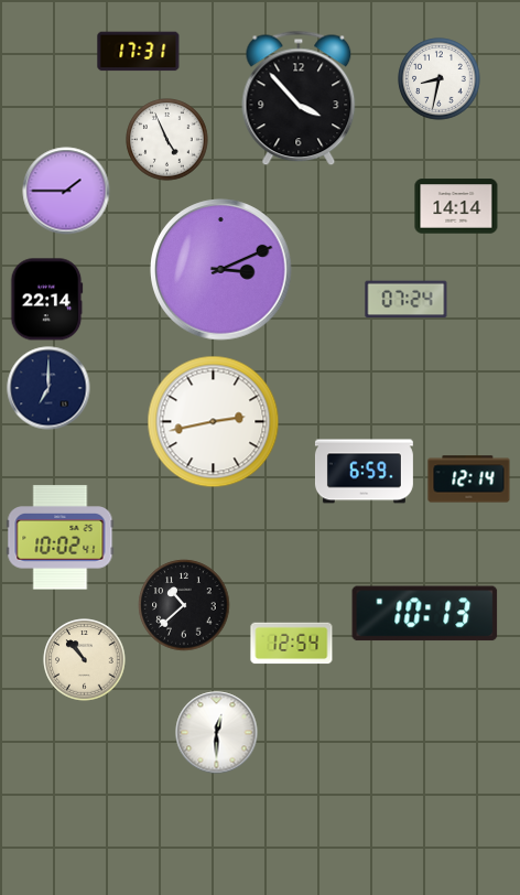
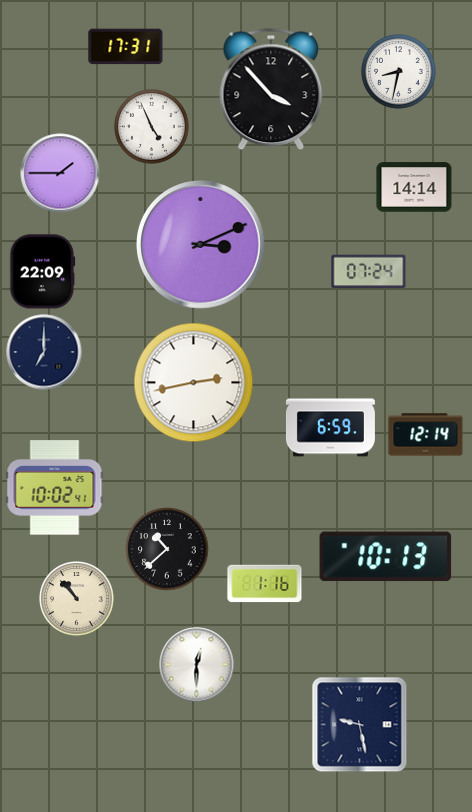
clock at (47, 300): 22:14 -> 22:09
clock at (292, 644): 12:54 -> 1:16
clock at (360, 725): none -> 9:28
